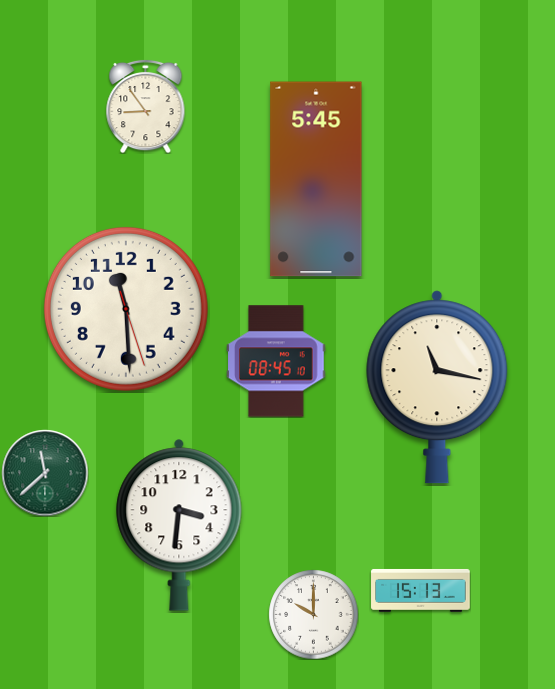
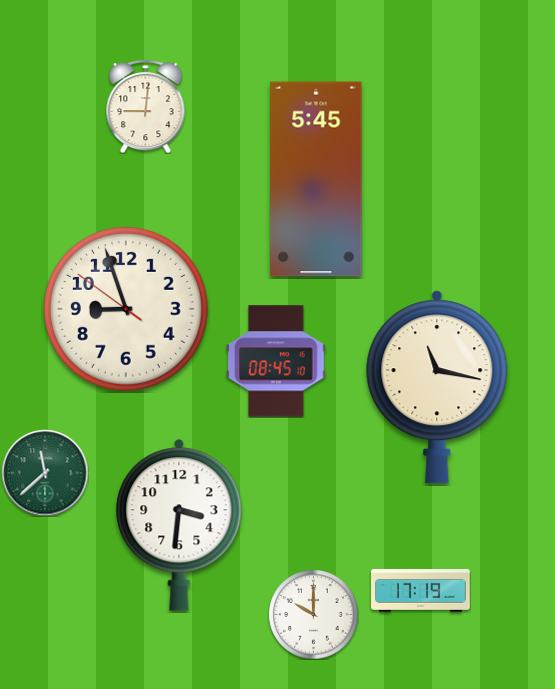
clock at (146, 106): 8:54 -> 9:01
clock at (126, 309): 11:29 -> 8:56
clock at (421, 590): 15:13 -> 17:19
